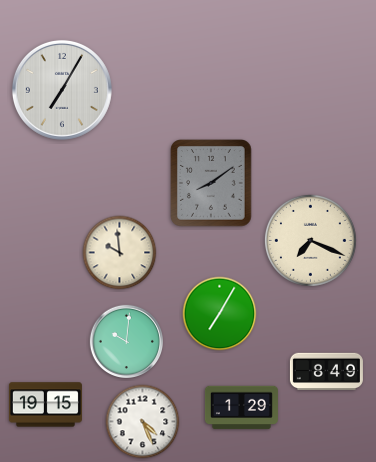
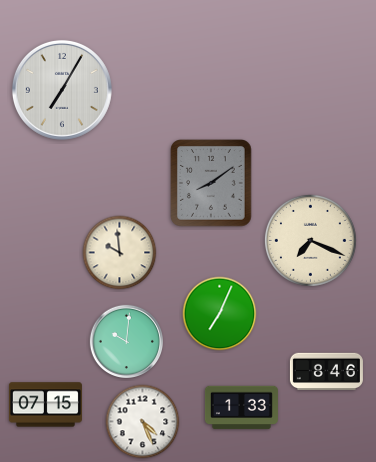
clock at (220, 314): 7:05 -> 7:04
clock at (326, 371): 8:49 -> 8:46
clock at (45, 405): 19:15 -> 07:15
clock at (241, 408): 1:29 -> 1:33
